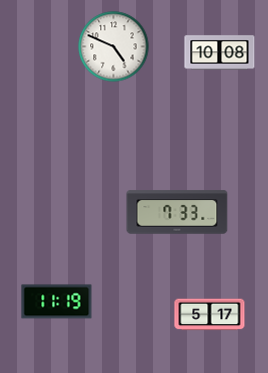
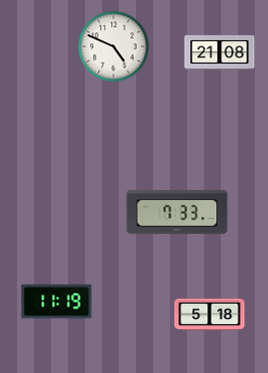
clock at (220, 53): 10:08 -> 21:08
clock at (210, 315): 5:17 -> 5:18
